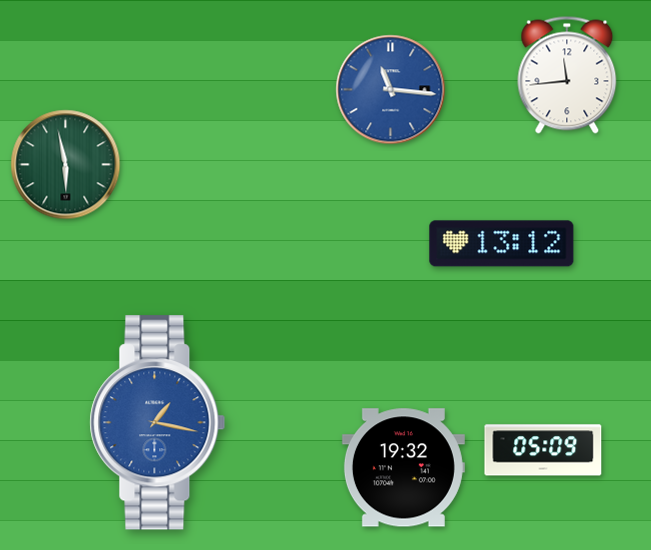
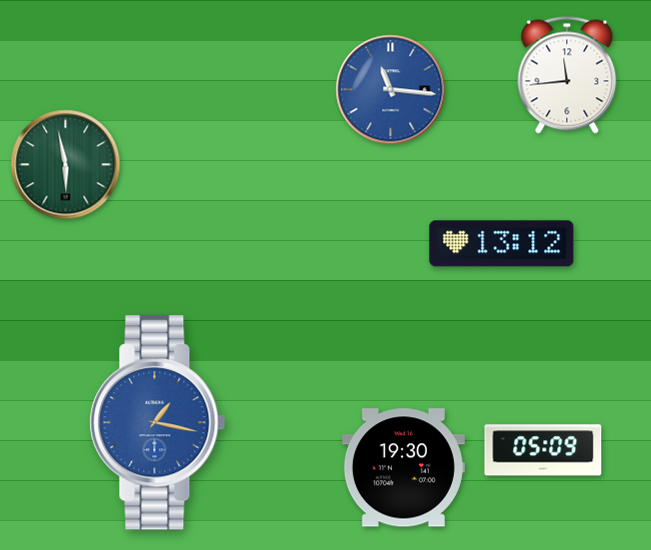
clock at (403, 468): 19:32 -> 19:30
